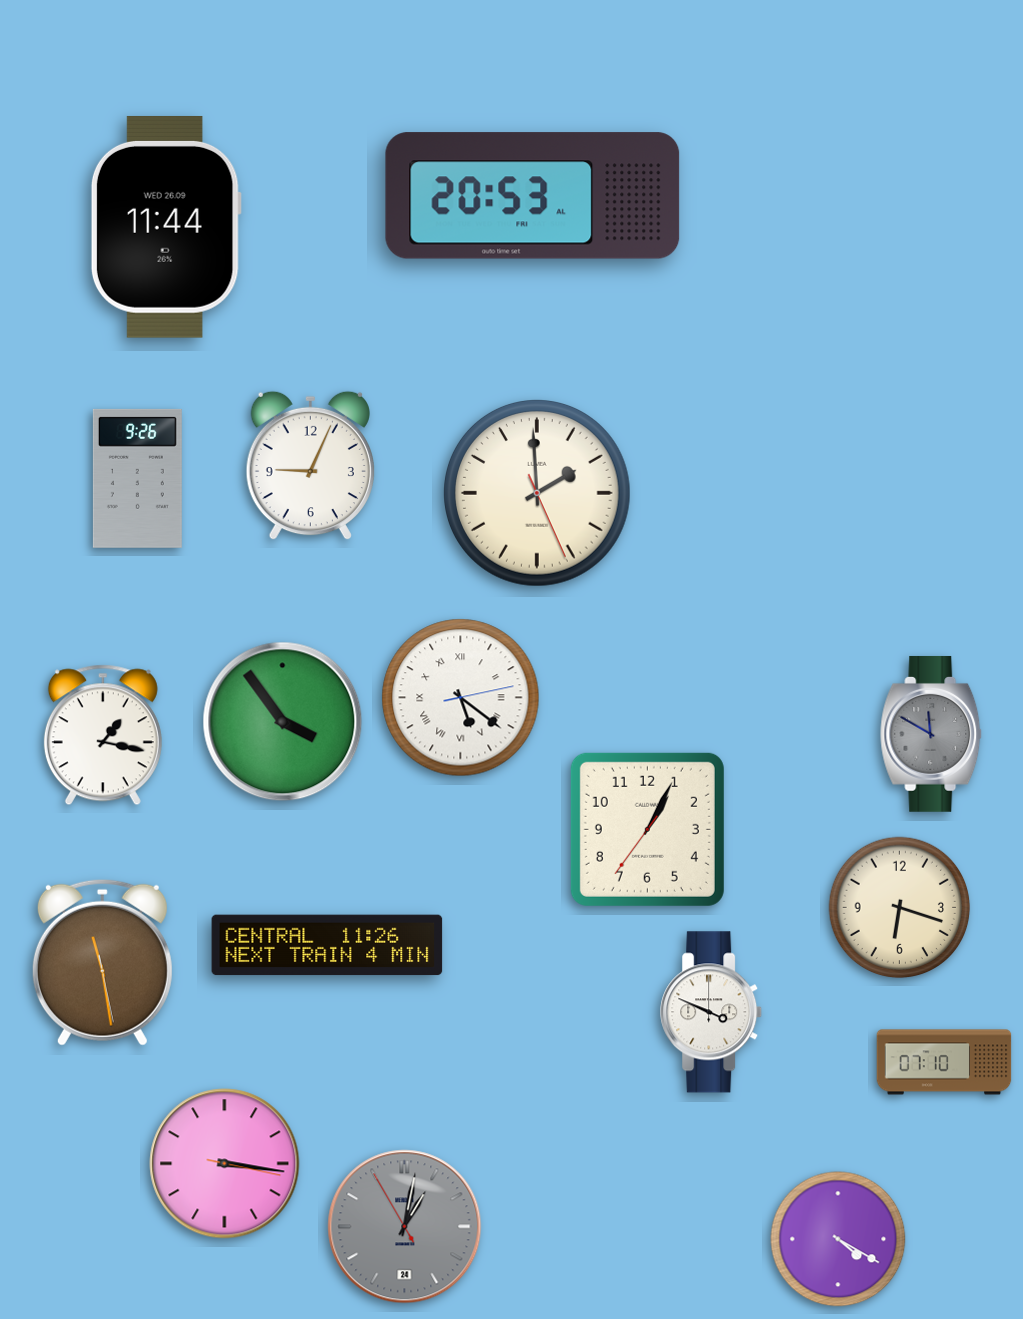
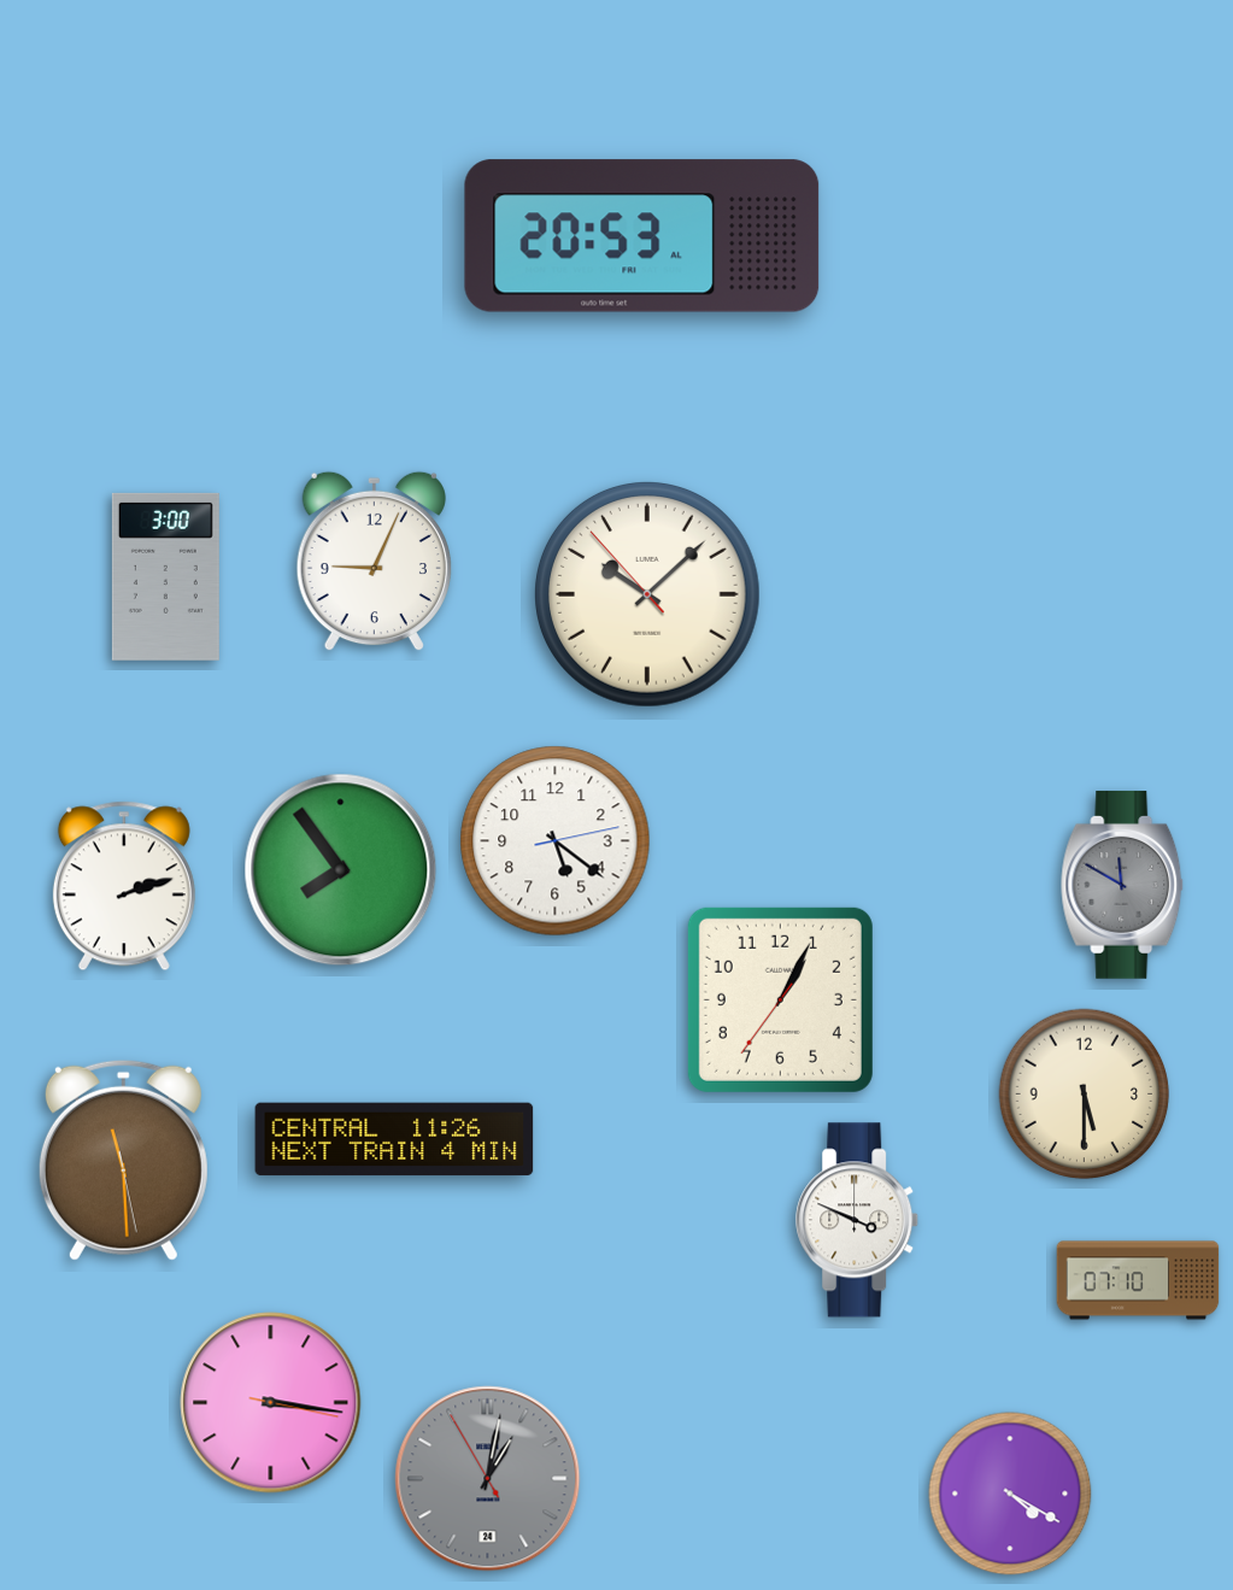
clock at (166, 227): 11:44 -> none
clock at (137, 478): 9:26 -> 3:00
clock at (538, 494): 1:59 -> 10:07
clock at (461, 698) numerals: Roman -> Arabic
clock at (283, 722): 3:54 -> 7:54
clock at (103, 735): 1:17 -> 2:12
clock at (900, 908): 6:18 -> 5:30
clock at (102, 962): 11:28 -> 11:29
